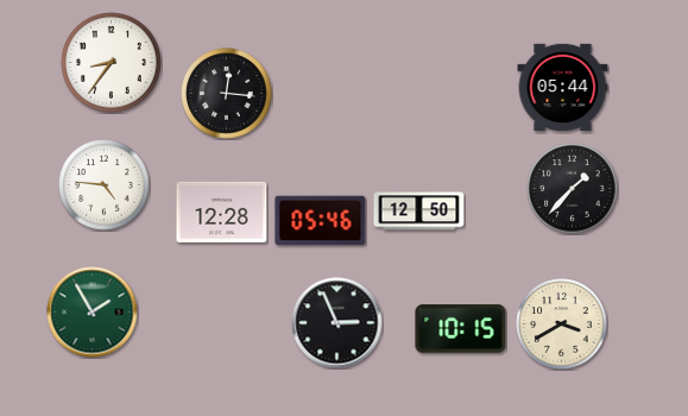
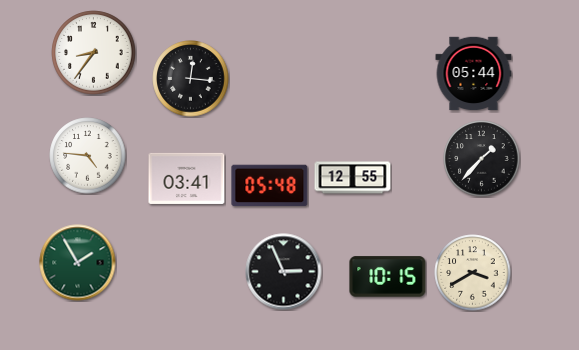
clock at (222, 212): 12:28 -> 03:41
clock at (419, 212): 12:50 -> 12:55
clock at (321, 221): 05:46 -> 05:48
